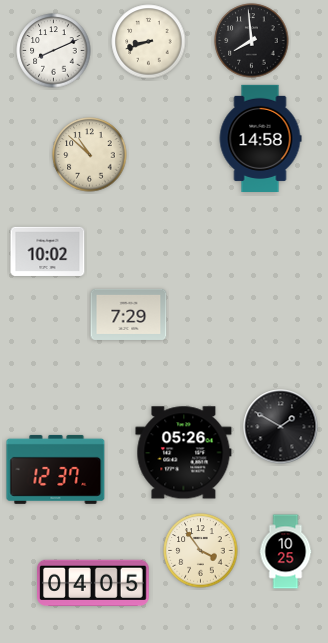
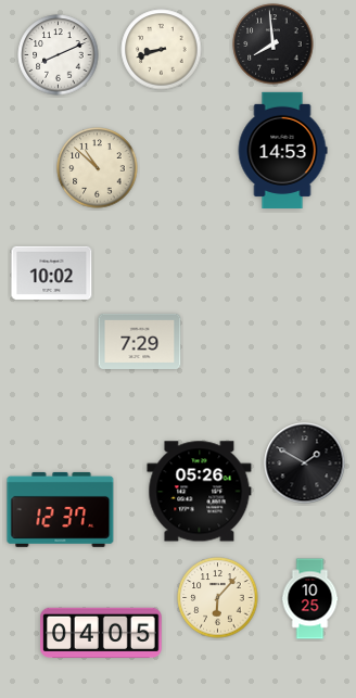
clock at (149, 42) position: (149, 42) -> (162, 50)
clock at (260, 138): 14:58 -> 14:53
clock at (201, 551): 3:54 -> 6:07
